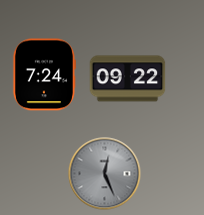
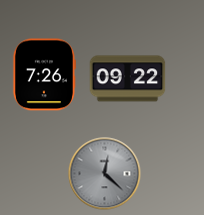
clock at (43, 75): 7:24 -> 7:26
clock at (105, 174): 12:26 -> 12:22
